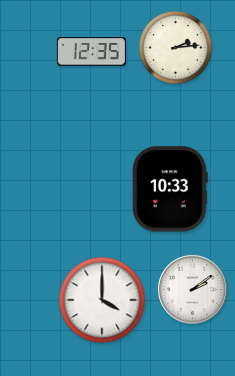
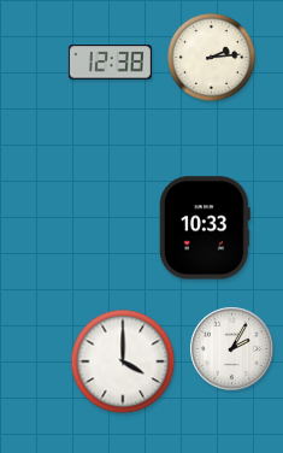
clock at (91, 52): 12:35 -> 12:38
clock at (193, 290): 2:09 -> 2:05
